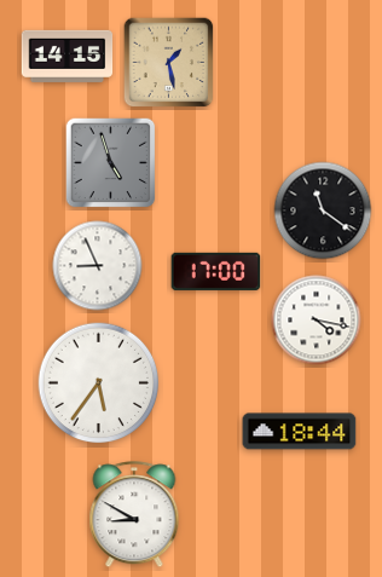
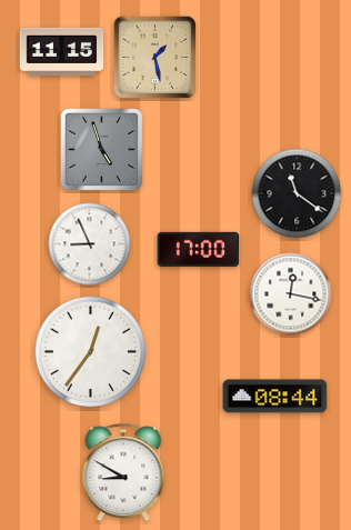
clock at (68, 56): 14:15 -> 11:15
clock at (317, 321): 4:17 -> 12:17
clock at (99, 383): 5:36 -> 12:36
clock at (300, 432): 18:44 -> 08:44
